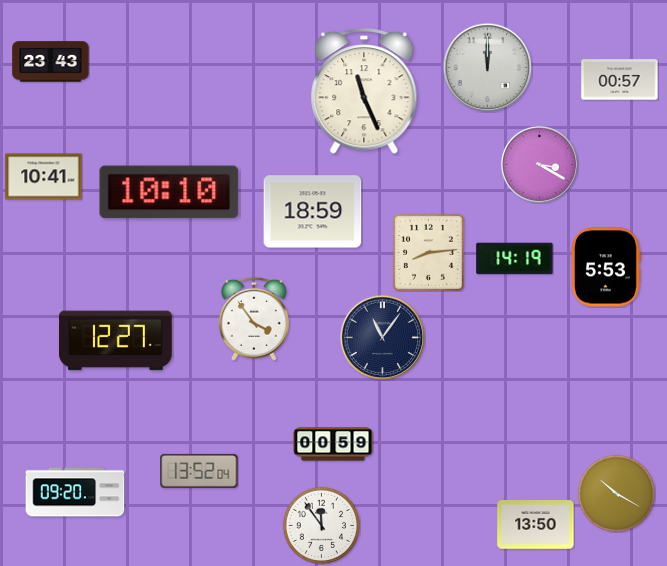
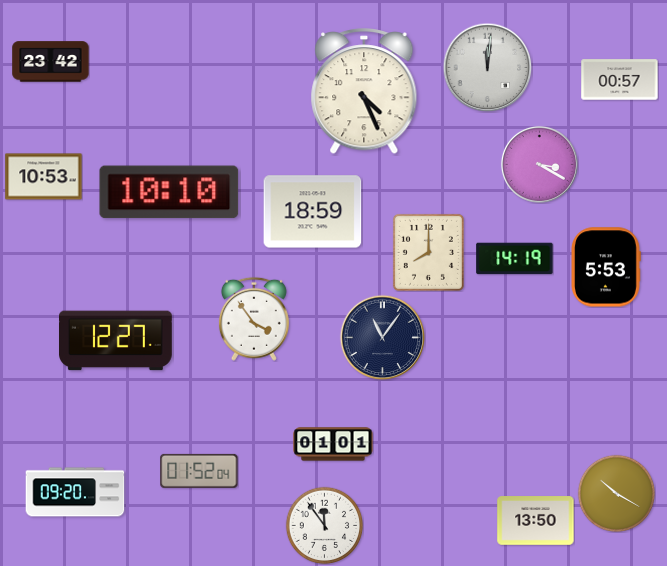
clock at (51, 62): 23:43 -> 23:42
clock at (487, 67): 12:00 -> 12:01
clock at (364, 92): 11:26 -> 4:26
clock at (44, 177): 10:41 -> 10:53
clock at (428, 252): 8:14 -> 8:00
clock at (333, 444): 00:59 -> 01:01
clock at (199, 471): 13:52 -> 01:52
clock at (321, 525) position: (321, 525) -> (324, 525)
clock at (536, 525) position: (536, 525) -> (536, 521)
